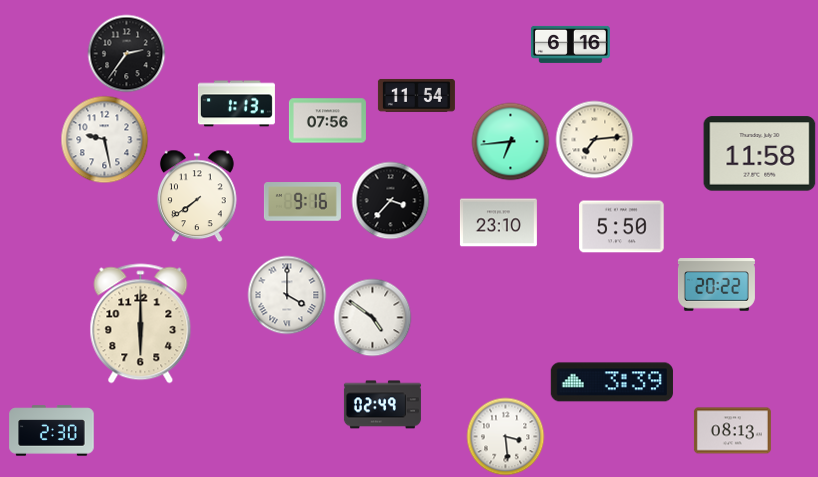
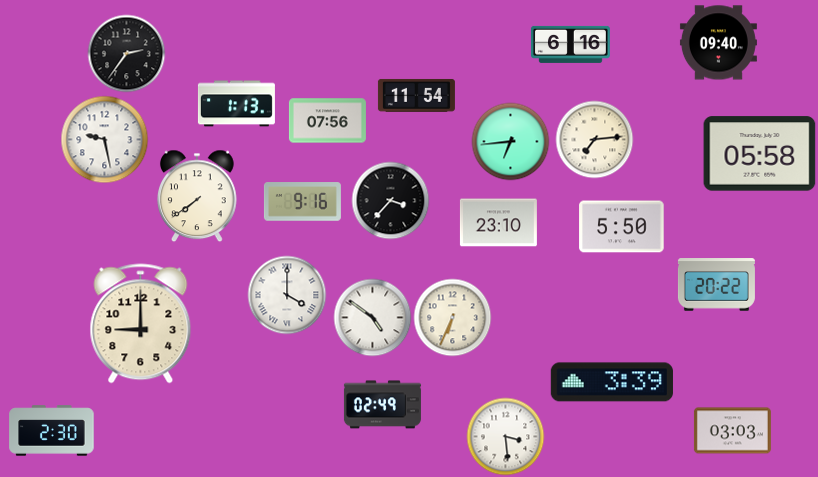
clock at (718, 43): none -> 09:40
clock at (760, 154): 11:58 -> 05:58
clock at (452, 317): none -> 6:34
clock at (141, 324): 6:00 -> 9:00
clock at (732, 431): 08:13 -> 03:03
